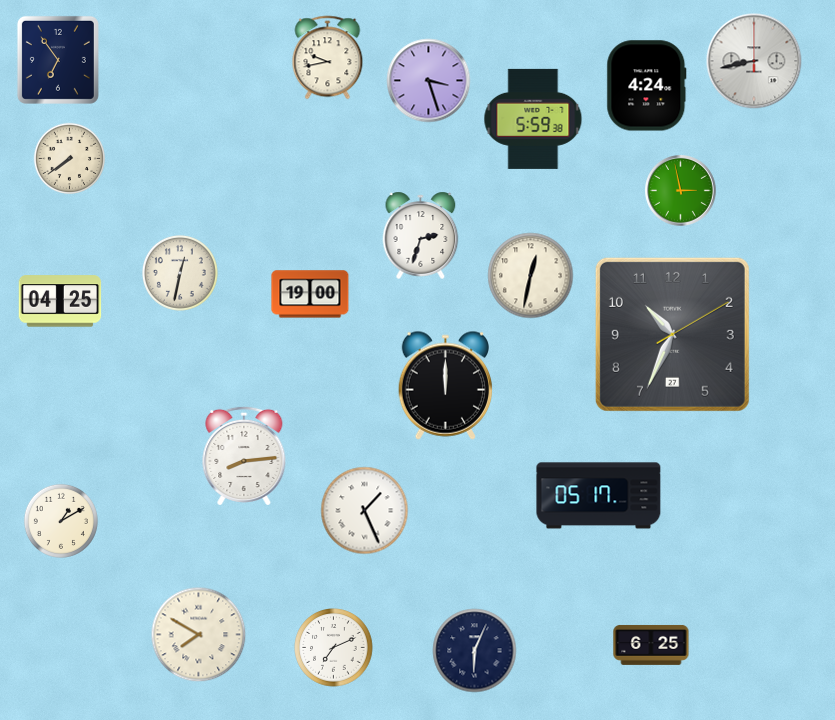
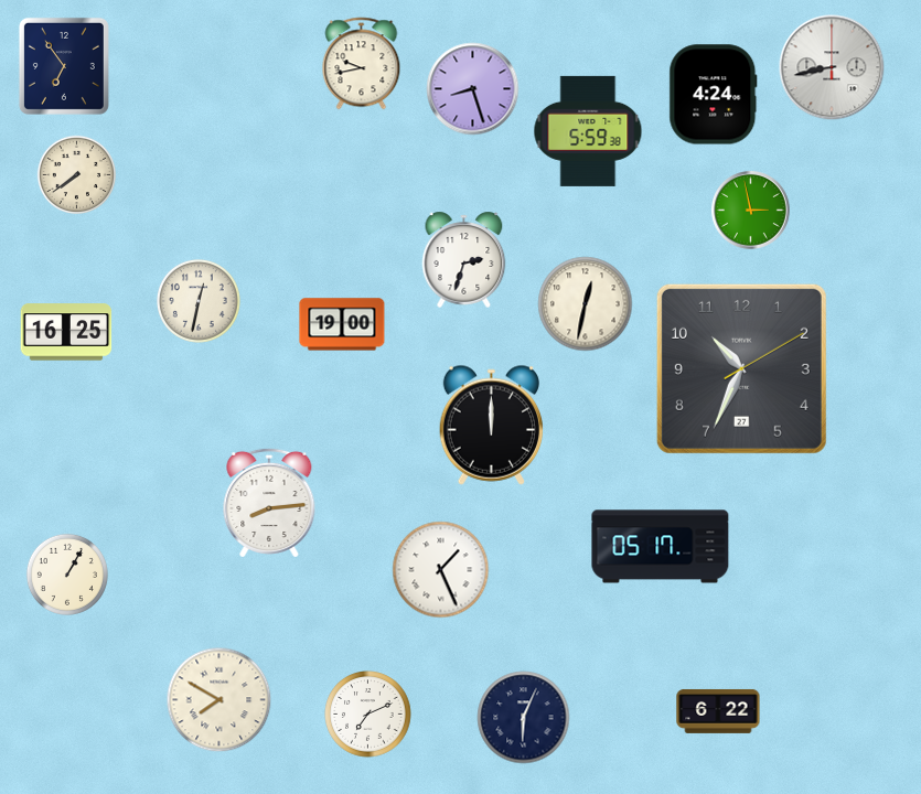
clock at (429, 81): 3:27 -> 8:27
clock at (60, 301): 04:25 -> 16:25
clock at (365, 511) position: (365, 511) -> (441, 570)
clock at (61, 521): 1:10 -> 1:05
clock at (651, 645): 6:25 -> 6:22
